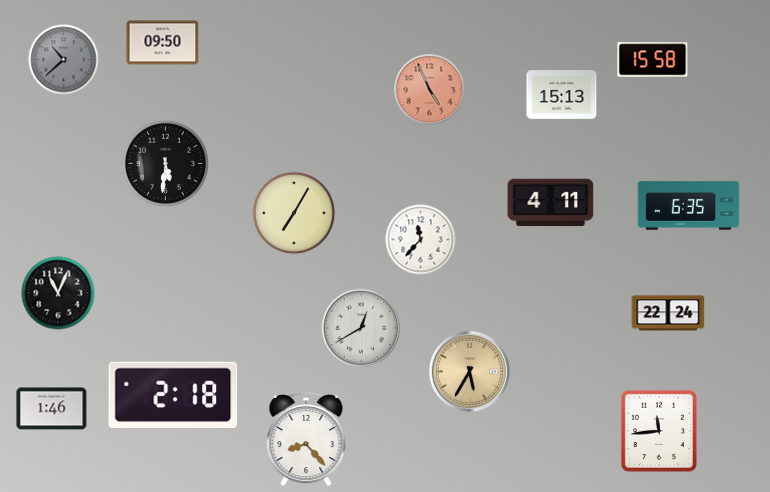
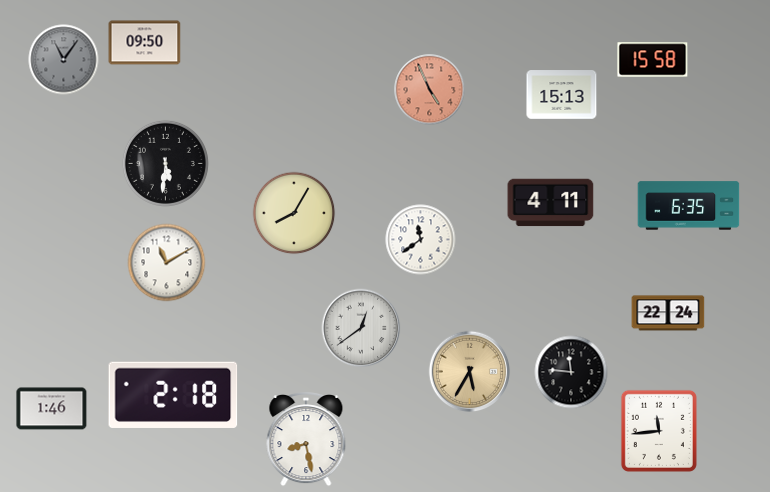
clock at (163, 43) position: (163, 43) -> (145, 43)
clock at (64, 60): 10:38 -> 11:06
clock at (294, 213): 7:05 -> 8:05
clock at (421, 240): 11:37 -> 11:39
clock at (167, 263): none -> 11:10
clock at (58, 293): 11:04 -> none
clock at (361, 328): 12:40 -> 12:39
clock at (571, 372): none -> 11:46
clock at (306, 440): 8:23 -> 8:28
